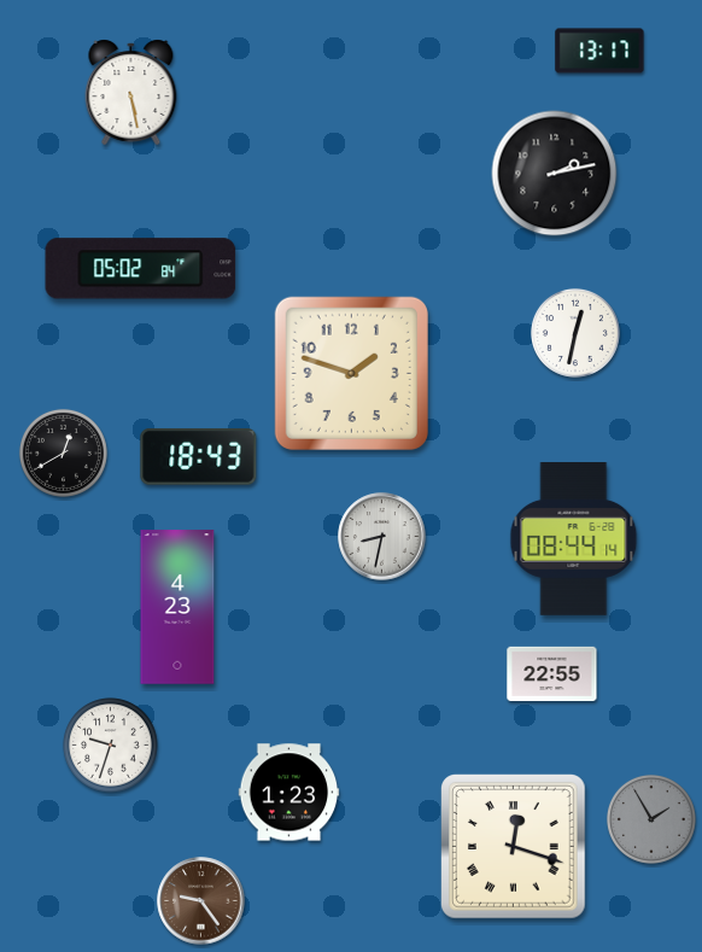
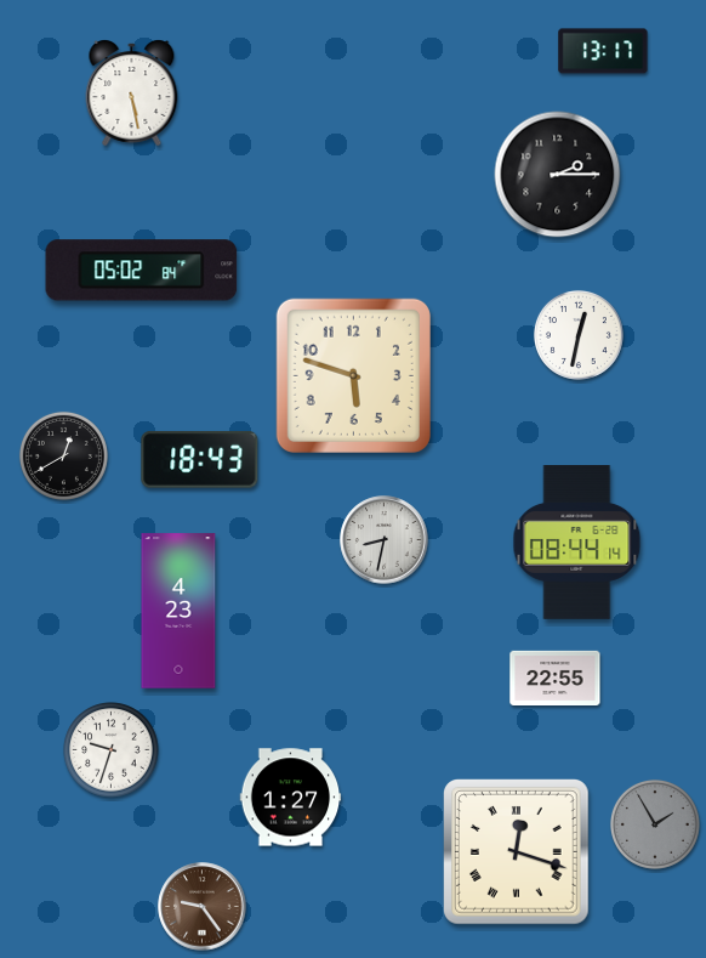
clock at (555, 174): 2:13 -> 2:15
clock at (351, 373): 1:48 -> 5:48
clock at (289, 793): 1:23 -> 1:27
